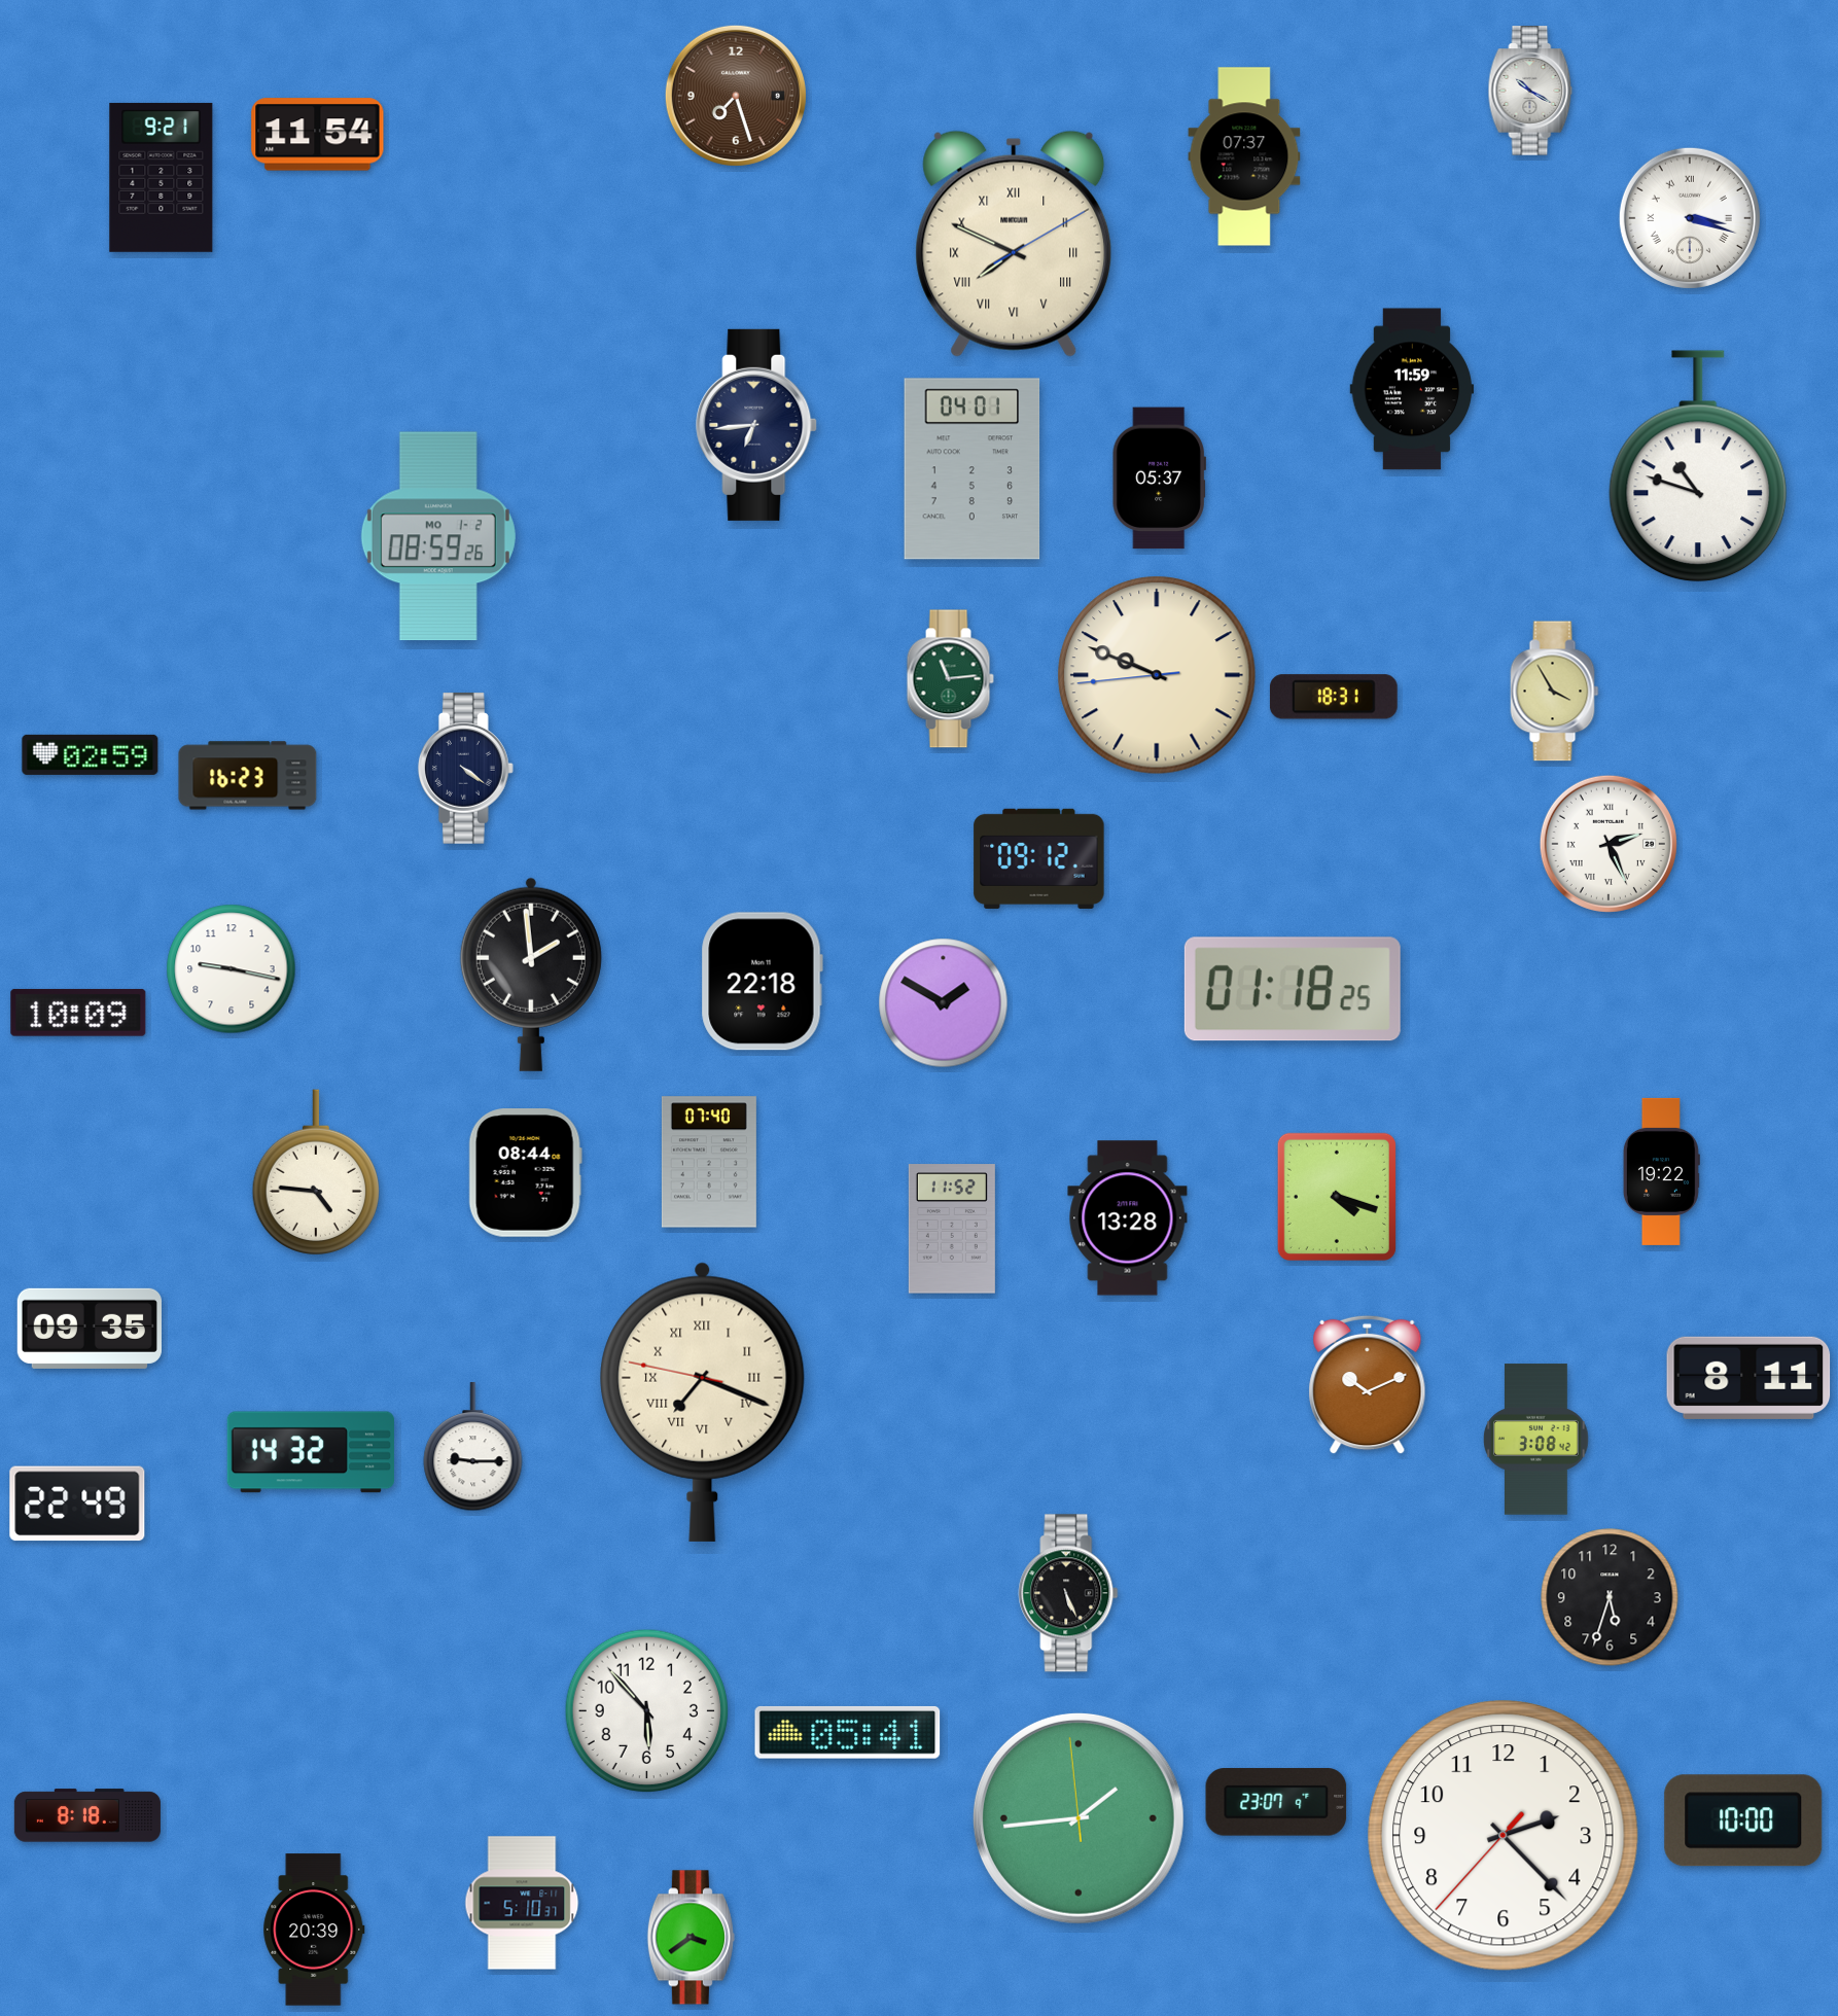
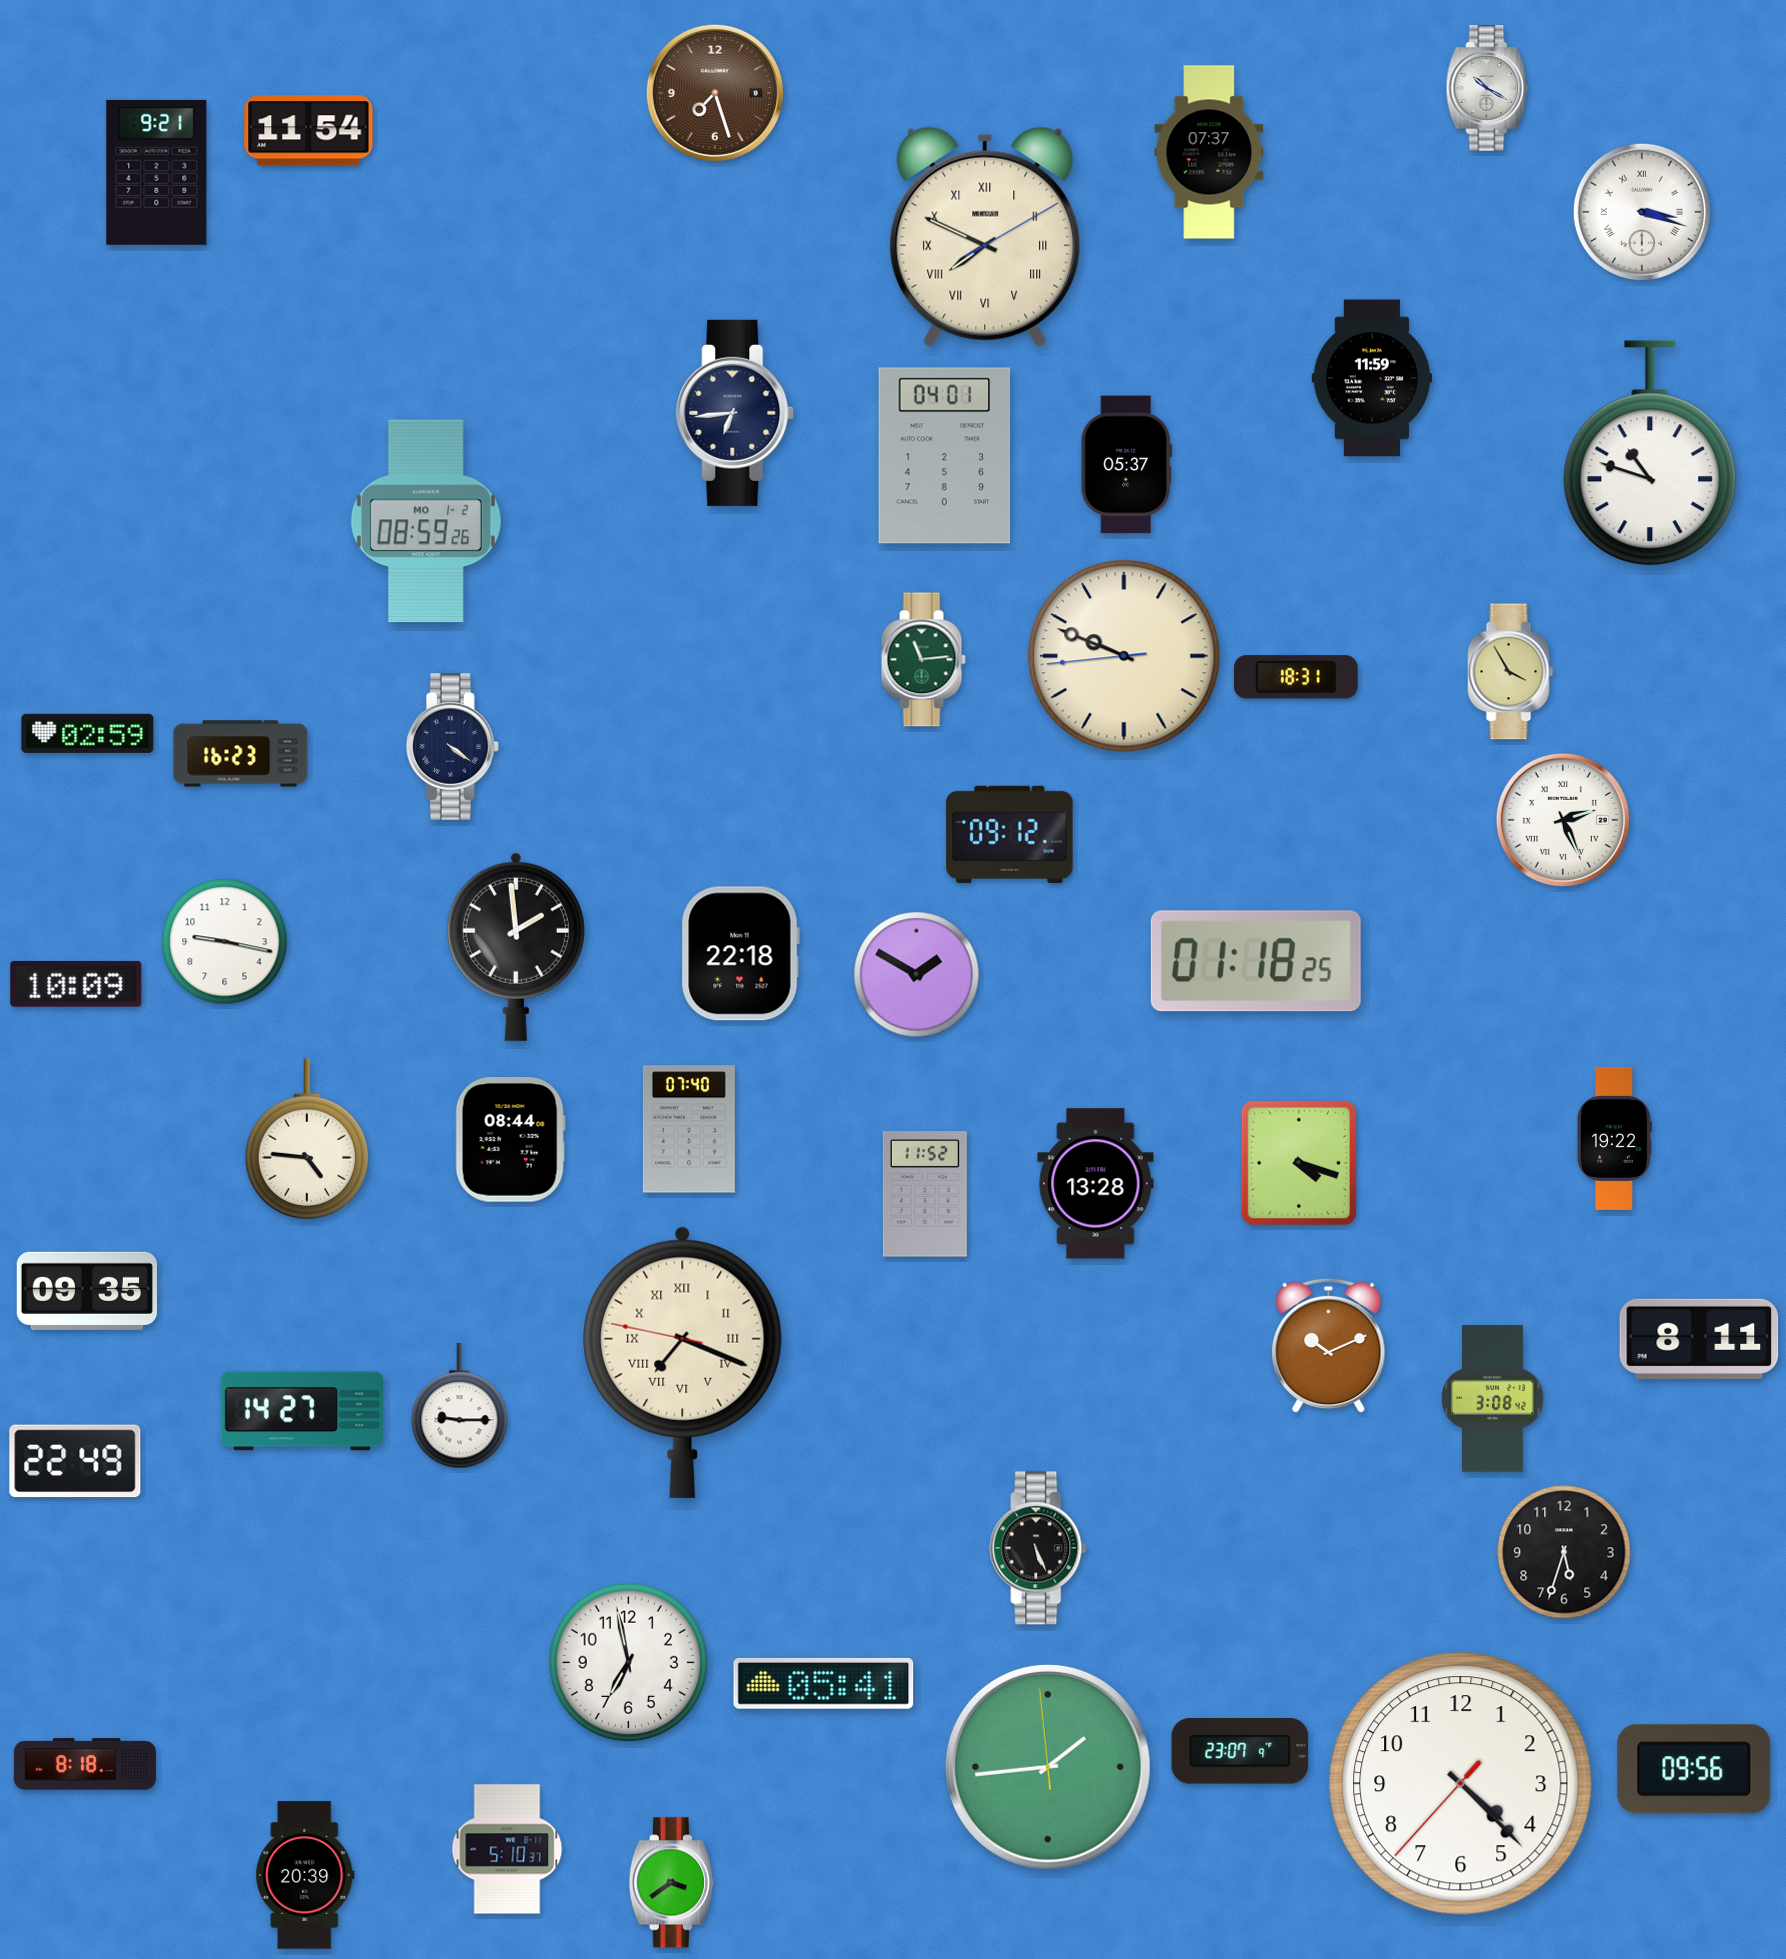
clock at (311, 1452): 14:32 -> 14:27
clock at (647, 1711): 5:53 -> 6:58
clock at (1743, 1820): 10:00 -> 09:56
clock at (1504, 1836): 2:22 -> 4:22
